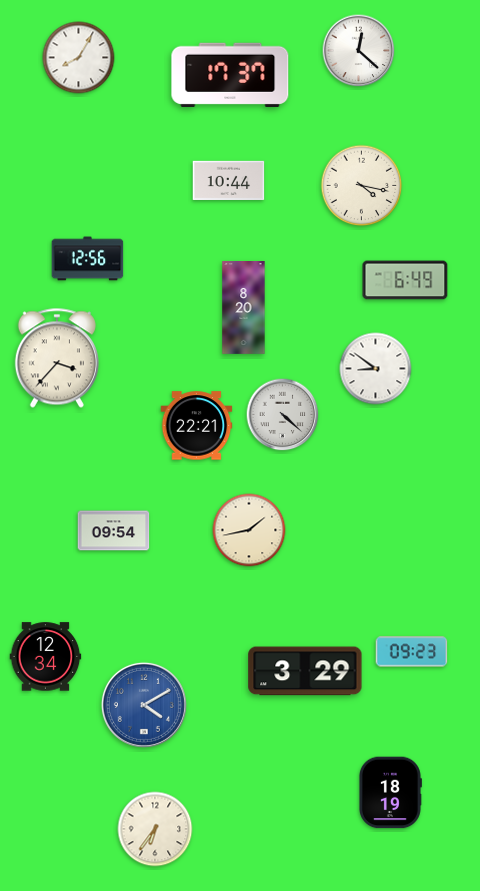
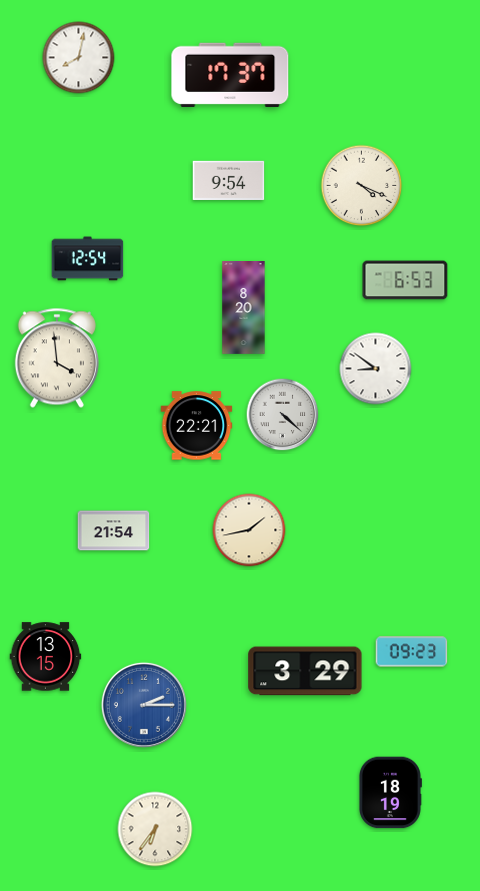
clock at (359, 51): 12:22 -> none
clock at (79, 58): 8:05 -> 8:02
clock at (229, 180): 10:44 -> 9:54
clock at (362, 186): 4:17 -> 4:19
clock at (88, 259): 12:56 -> 12:54
clock at (405, 280): 6:49 -> 6:53
clock at (57, 358): 3:37 -> 3:59
clock at (114, 531): 09:54 -> 21:54
clock at (46, 657): 12:34 -> 13:15
clock at (144, 705): 4:10 -> 2:15
